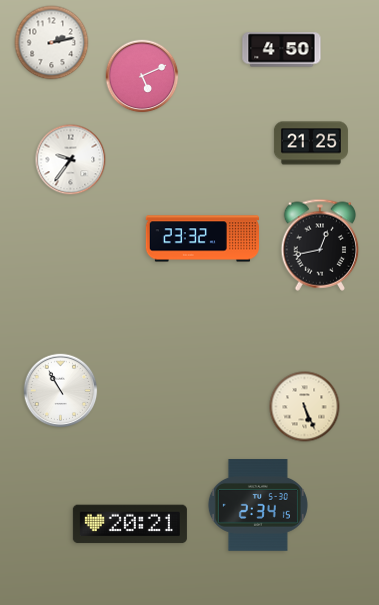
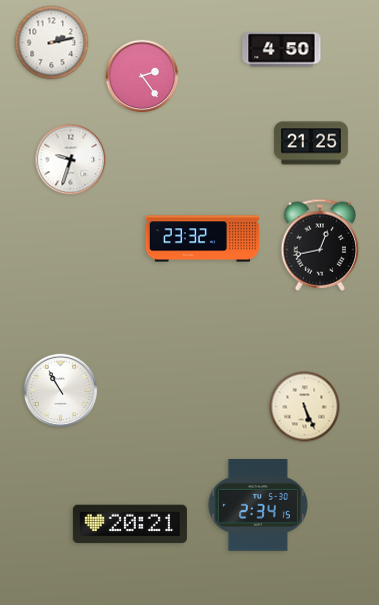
clock at (142, 76): 5:11 -> 2:24
clock at (71, 160): 9:36 -> 9:33
